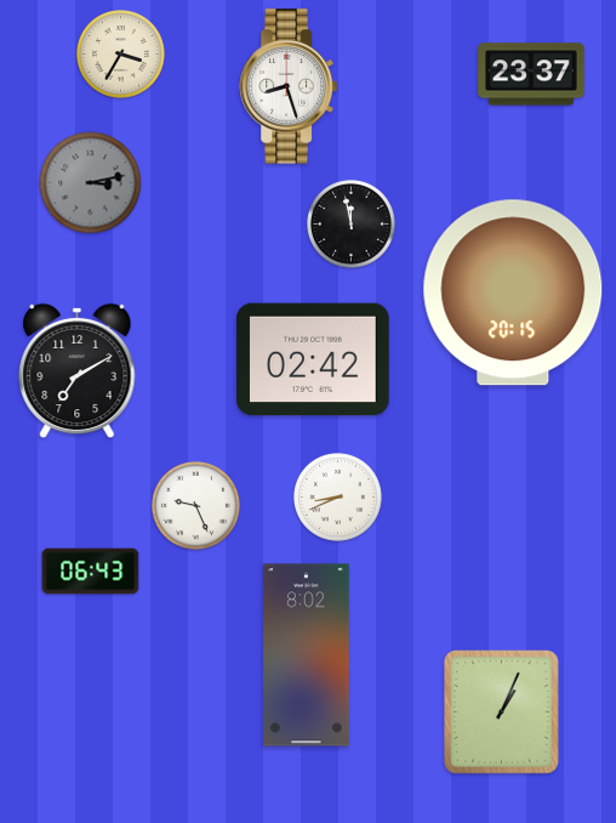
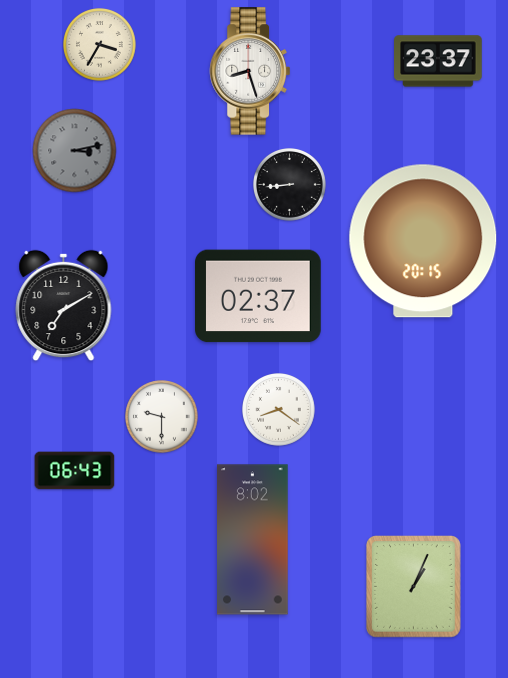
clock at (289, 86) position: (289, 86) -> (250, 71)
clock at (352, 225): 11:58 -> 8:44
clock at (314, 359): 02:42 -> 02:37
clock at (338, 498): 8:41 -> 8:21
clock at (196, 506): 9:26 -> 9:30
